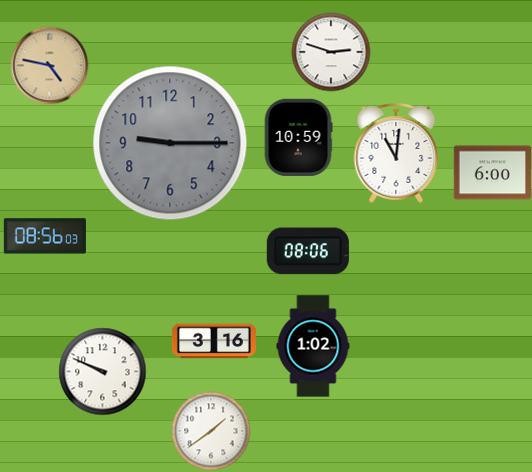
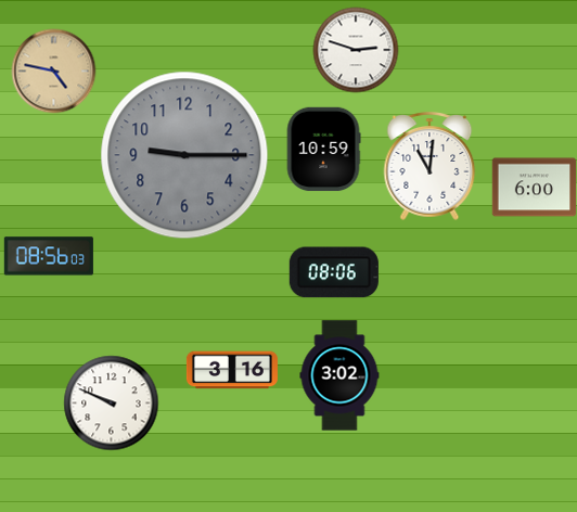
clock at (331, 52) position: (331, 52) -> (356, 50)
clock at (313, 346): 1:02 -> 3:02
clock at (211, 431): 1:39 -> none
